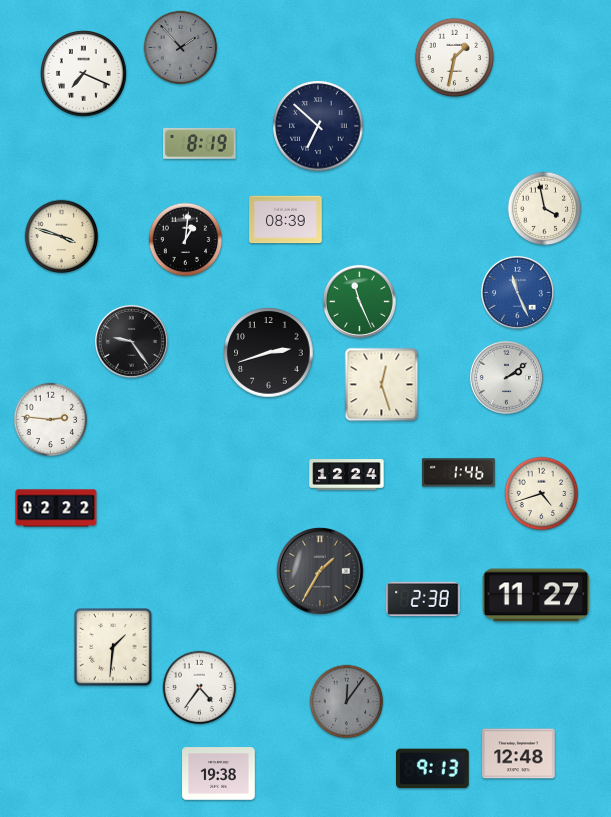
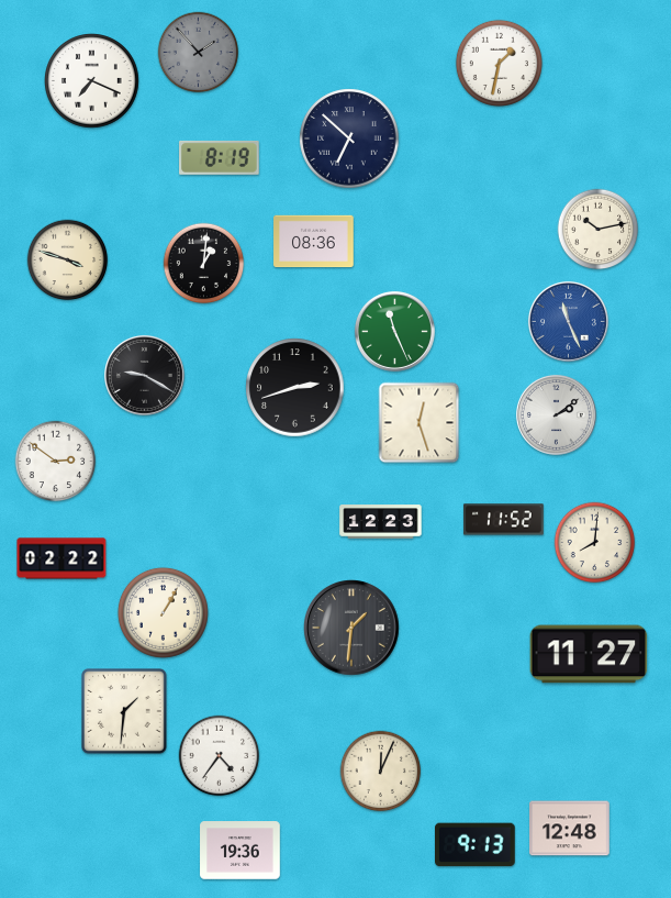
clock at (545, 209): 3:58 -> 10:13
clock at (286, 220): 08:39 -> 08:36
clock at (131, 341): 9:24 -> 9:20
clock at (51, 420): 2:46 -> 2:51
clock at (459, 473): 1:46 -> 11:52
clock at (347, 475): 12:24 -> 12:23
clock at (542, 494): 4:42 -> 8:01
clock at (163, 612): none -> 1:05
clock at (320, 571): 1:35 -> 1:31
clock at (423, 598): 2:38 -> none
clock at (347, 702): 12:06 -> 12:04
clock at (347, 702) dial: grey -> cream
clock at (219, 774): 19:38 -> 19:36
